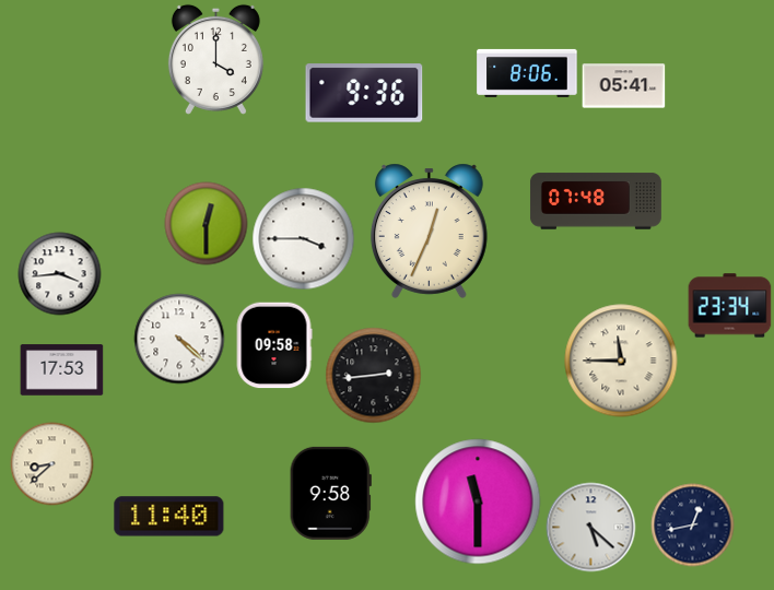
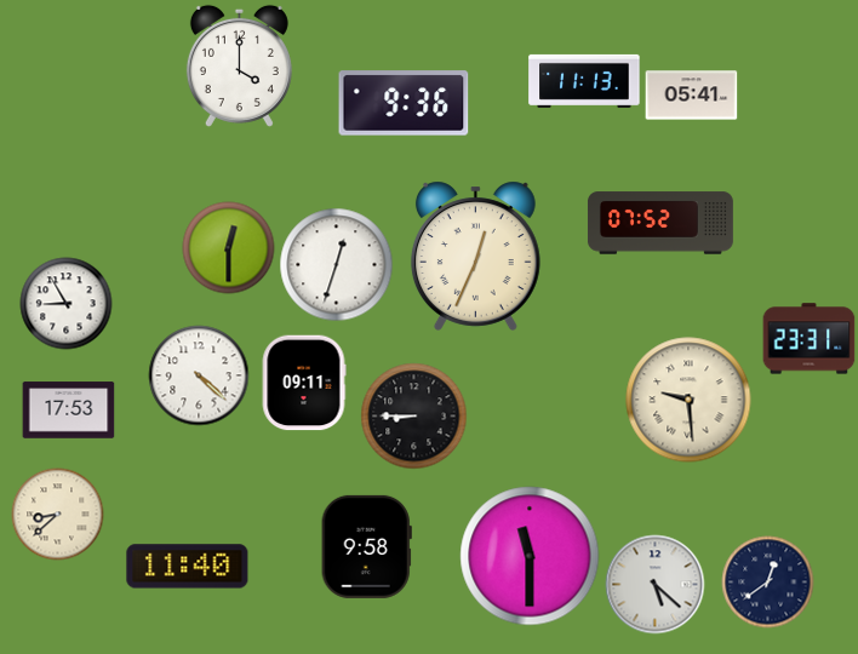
clock at (527, 73): 8:06 -> 11:13
clock at (596, 201): 07:48 -> 07:52
clock at (304, 239): 3:45 -> 12:33
clock at (60, 274): 3:44 -> 8:55
clock at (730, 306): 23:34 -> 23:31
clock at (274, 345): 09:58 -> 09:11
clock at (621, 361): 11:45 -> 9:29
clock at (374, 376): 2:44 -> 8:45
clock at (169, 517) position: (169, 517) -> (188, 567)
clock at (693, 526): 12:43 -> 12:39
